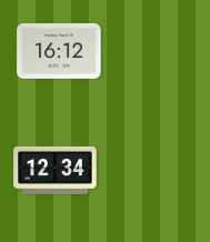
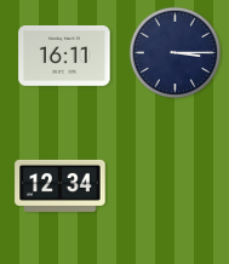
clock at (176, 53): none -> 3:15
clock at (59, 51): 16:12 -> 16:11
